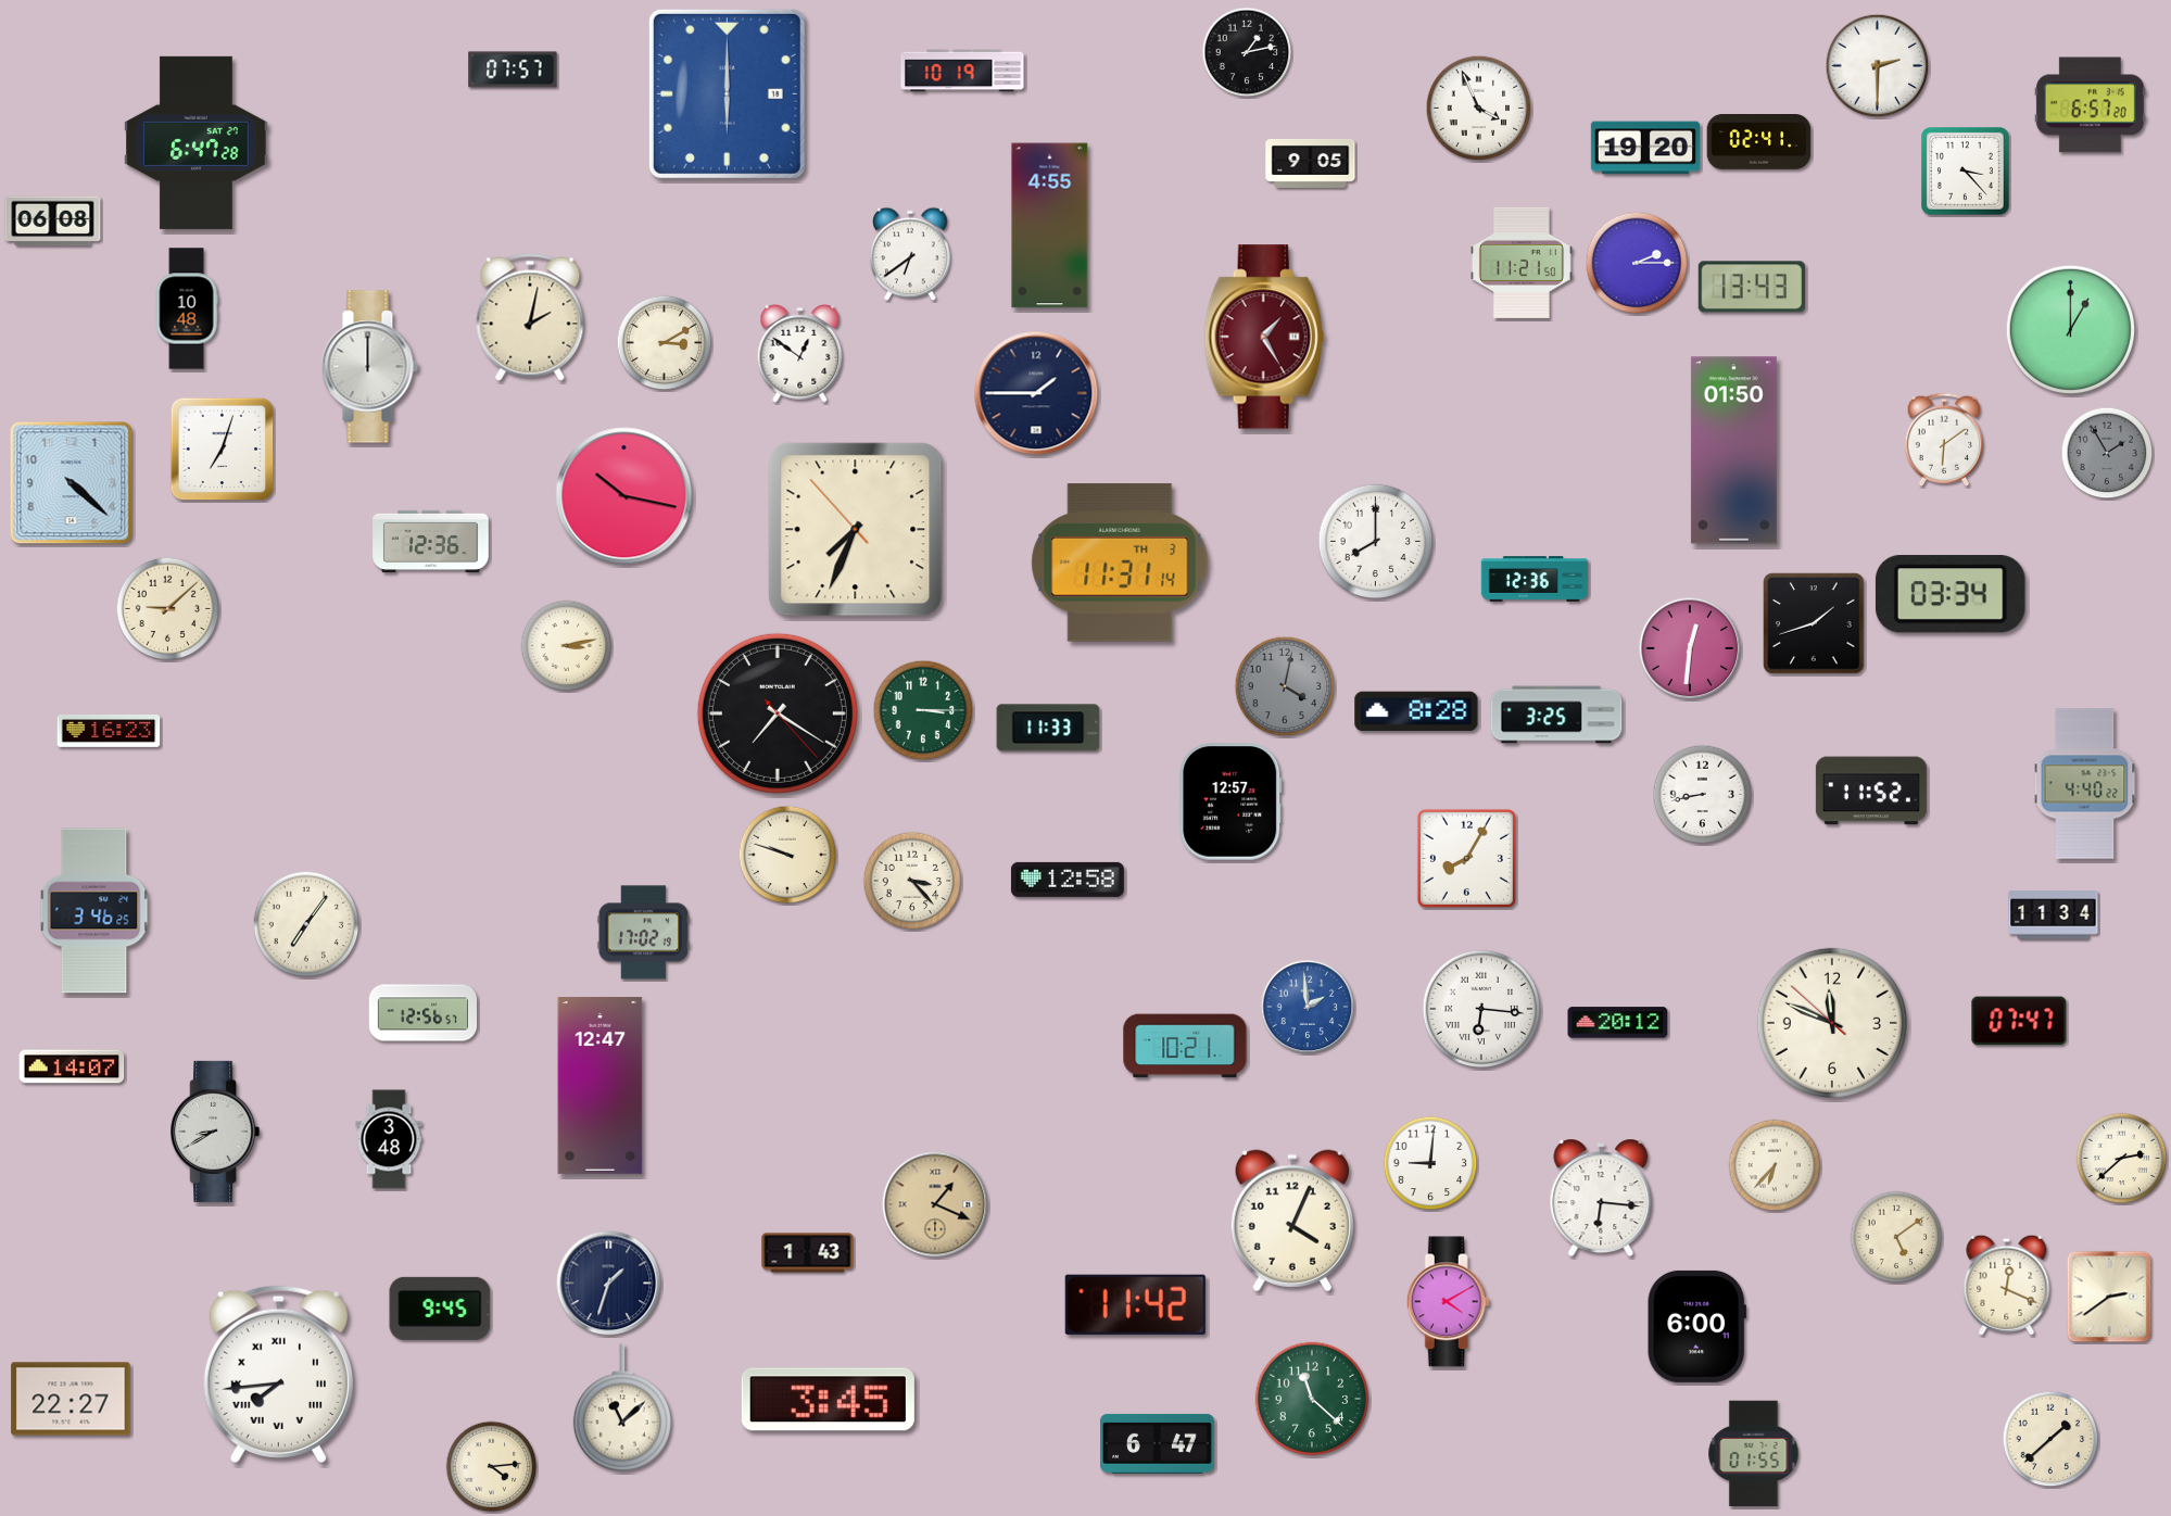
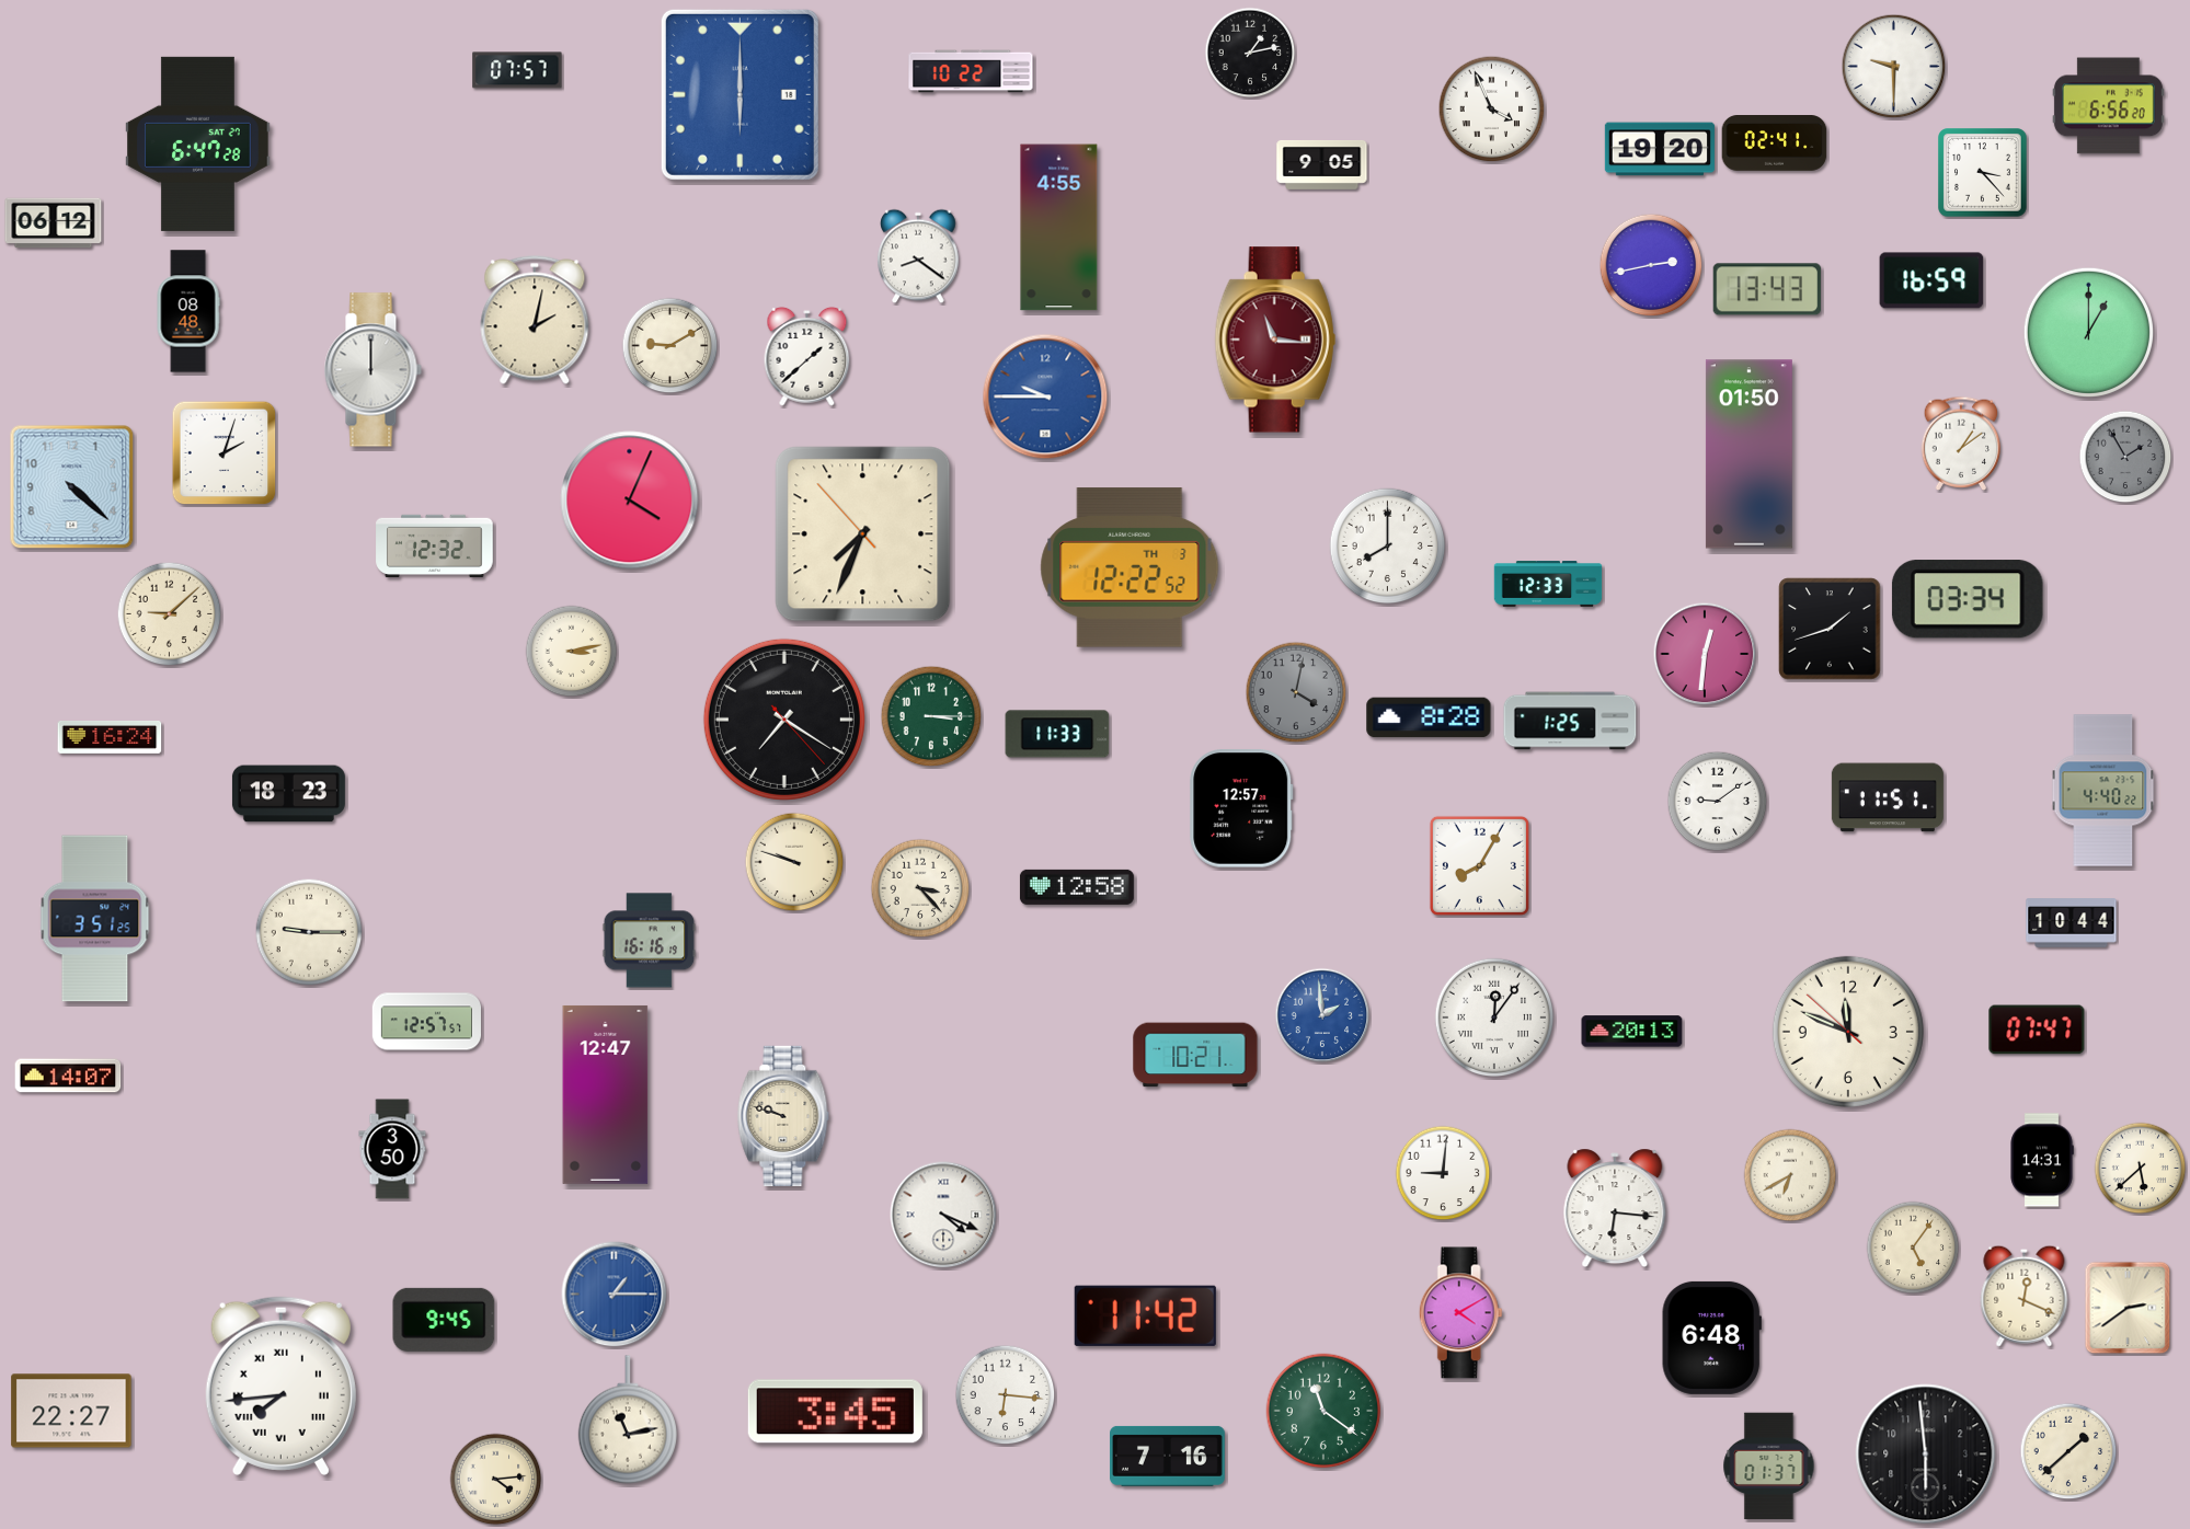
clock at (1247, 52) position: (1247, 52) -> (1250, 53)
clock at (1878, 66): 2:30 -> 9:30
clock at (962, 71): 10:19 -> 10:22
clock at (727, 93) position: (727, 93) -> (739, 94)
clock at (2090, 105): 6:57 -> 6:56
clock at (53, 222): 06:08 -> 06:12
clock at (910, 254): 6:39 -> 8:21
clock at (1523, 263): 11:21 -> none
clock at (1637, 263): 2:15 -> 2:43
clock at (1931, 280): none -> 16:59
clock at (187, 308): 10:48 -> 08:48
clock at (1264, 337): 1:25 -> 11:16
clock at (665, 343): 3:10 -> 9:10
clock at (800, 353): 12:51 -> 1:38
clock at (1036, 393): 1:45 -> 9:45
clock at (1036, 393) dial: navy -> blue
clock at (1944, 440): 6:09 -> 1:09
clock at (223, 450): 7:03 -> 2:03
clock at (624, 496): 10:17 -> 4:04
clock at (431, 542): 12:36 -> 12:32
clock at (1120, 563): 11:31 -> 12:22
clock at (1535, 579): 12:36 -> 12:33
clock at (1556, 715): 3:25 -> 1:25
clock at (109, 731): 16:23 -> 16:24
clock at (288, 794): none -> 18:23
clock at (1871, 791): 11:52 -> 11:51
clock at (1703, 795): 8:43 -> 9:09
clock at (94, 911): 3:46 -> 3:51
clock at (2054, 915): 11:34 -> 10:44
clock at (306, 924): 7:06 -> 9:15
clock at (644, 933): 17:02 -> 16:16
clock at (1308, 1007) position: (1308, 1007) -> (1322, 1015)
clock at (1481, 1009): 6:16 -> 12:06
clock at (424, 1013): 12:56 -> 12:57
clock at (1618, 1023): 20:12 -> 20:13
clock at (72, 1066) position: (72, 1066) -> (68, 1076)
clock at (783, 1116): none -> 9:48
clock at (215, 1132): 8:40 -> none
clock at (389, 1139): 3:48 -> 3:50
clock at (2042, 1160): none -> 14:31
clock at (2122, 1159): 2:38 -> 5:38
clock at (1775, 1165): 6:37 -> 6:40
clock at (935, 1204): 1:19 -> 4:19
clock at (935, 1204) dial: champagne -> white
clock at (1292, 1221): 4:04 -> none
clock at (1896, 1237): 5:09 -> 5:06
clock at (808, 1253): 1:43 -> none
clock at (609, 1284): 1:33 -> 1:15
clock at (609, 1284) dial: navy -> blue
clock at (1696, 1326): 6:00 -> 6:48
clock at (1006, 1395): none -> 6:16
clock at (1312, 1399): 11:22 -> 11:21
clock at (622, 1407): 11:08 -> 11:13
clock at (1926, 1455): none -> 5:59
clock at (1158, 1443): 6:47 -> 7:16
clock at (1754, 1454): 01:55 -> 01:37
